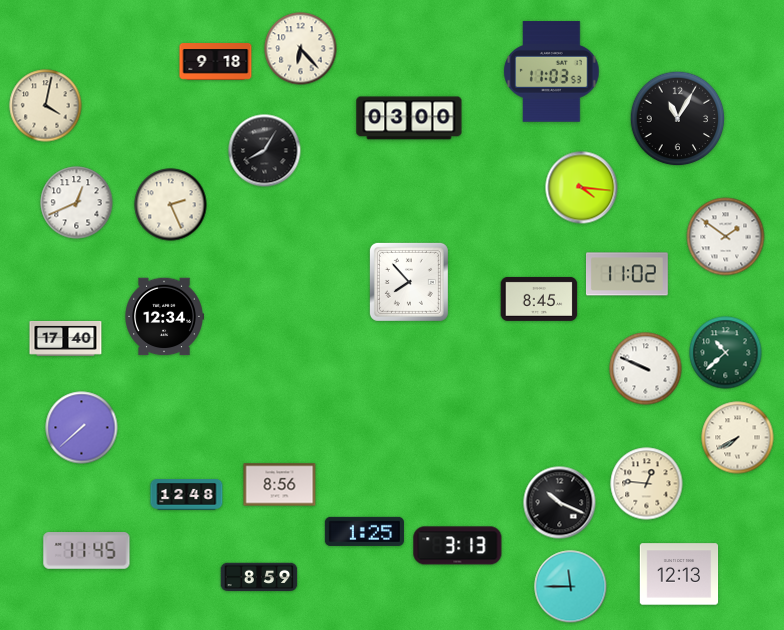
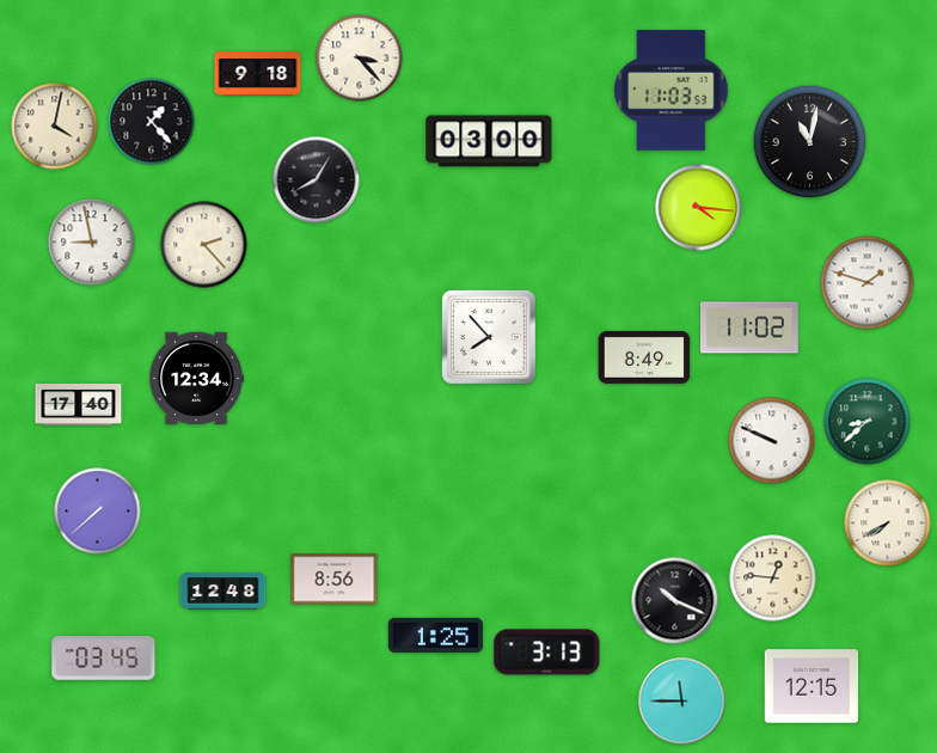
clock at (301, 49): 6:23 -> 3:23
clock at (552, 72) position: (552, 72) -> (672, 91)
clock at (152, 122): none -> 1:23
clock at (678, 119): 11:05 -> 11:02
clock at (582, 188) position: (582, 188) -> (699, 208)
clock at (77, 203): 12:41 -> 8:58
clock at (171, 205): 2:26 -> 2:23
clock at (726, 237): 1:51 -> 1:48
clock at (539, 299): 8:45 -> 8:49
clock at (726, 353): 10:38 -> 8:38
clock at (738, 438) position: (738, 438) -> (888, 524)
clock at (560, 503) position: (560, 503) -> (675, 601)
clock at (87, 551): 11:45 -> 03:45
clock at (679, 574): 12:13 -> 12:15
clock at (259, 577): 8:59 -> none
